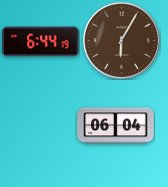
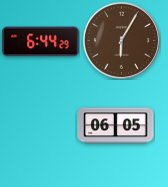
clock at (41, 42): 6:44:19 -> 6:44:29
clock at (116, 126): 06:04 -> 06:05
